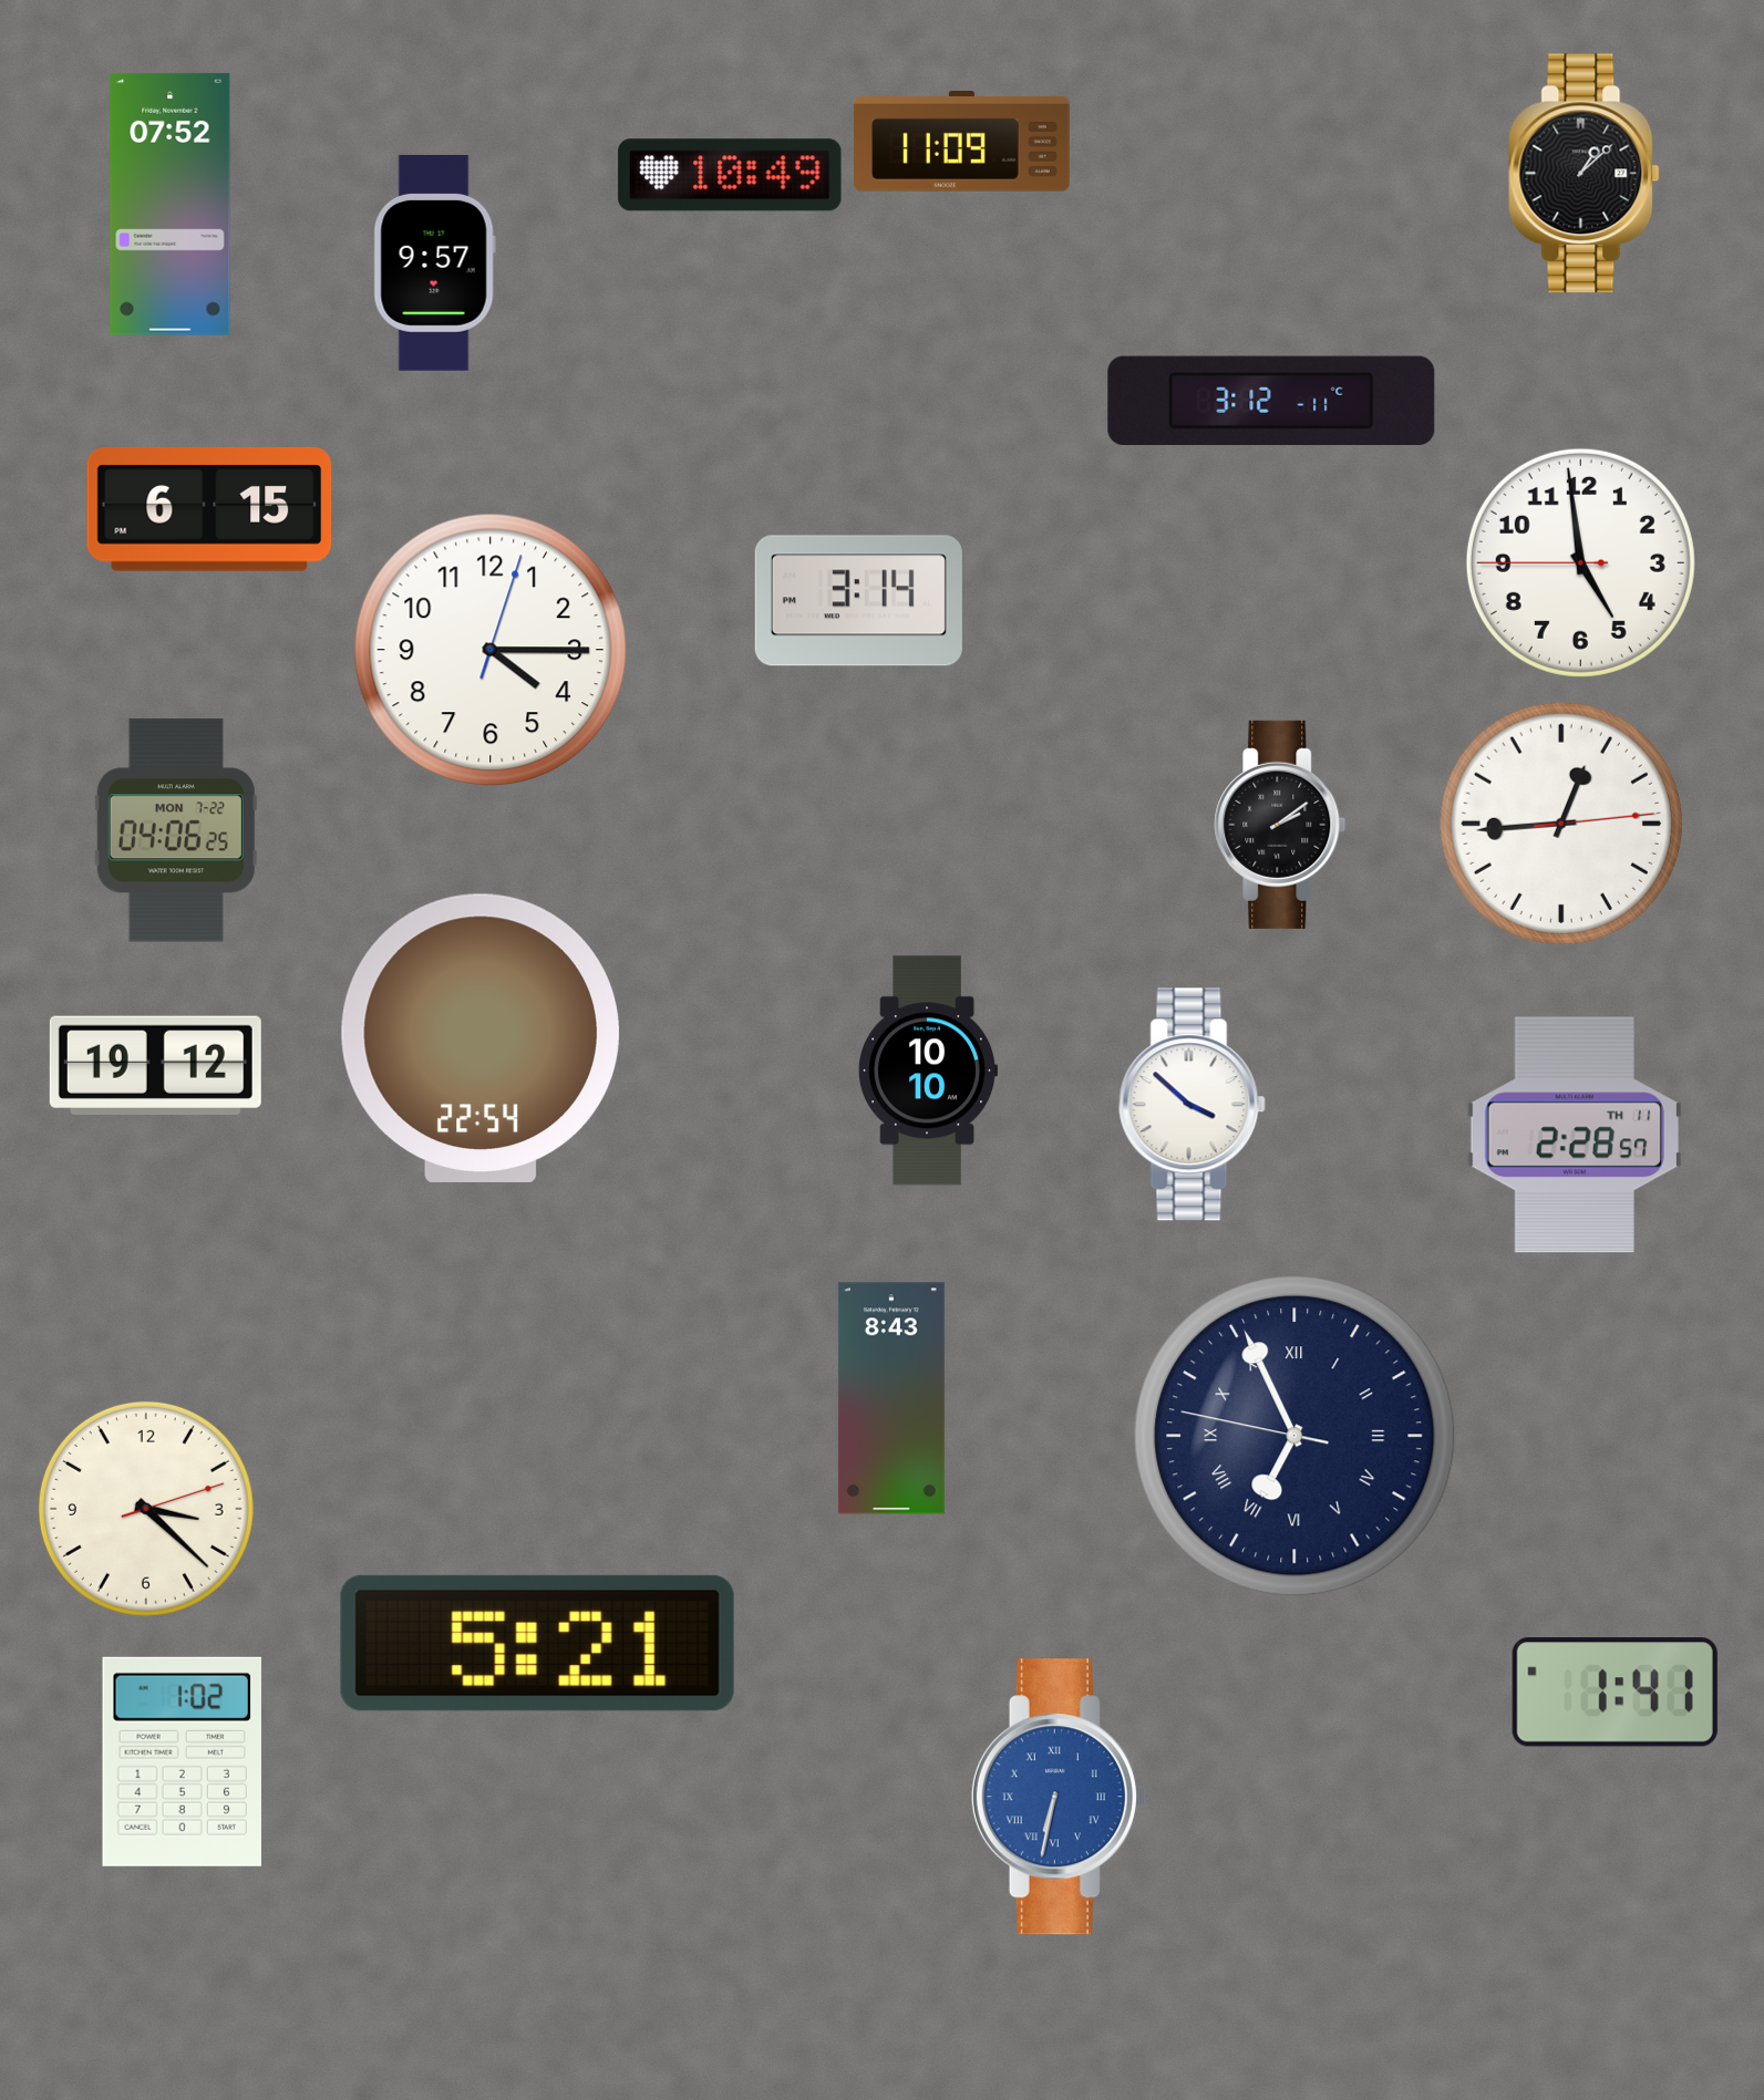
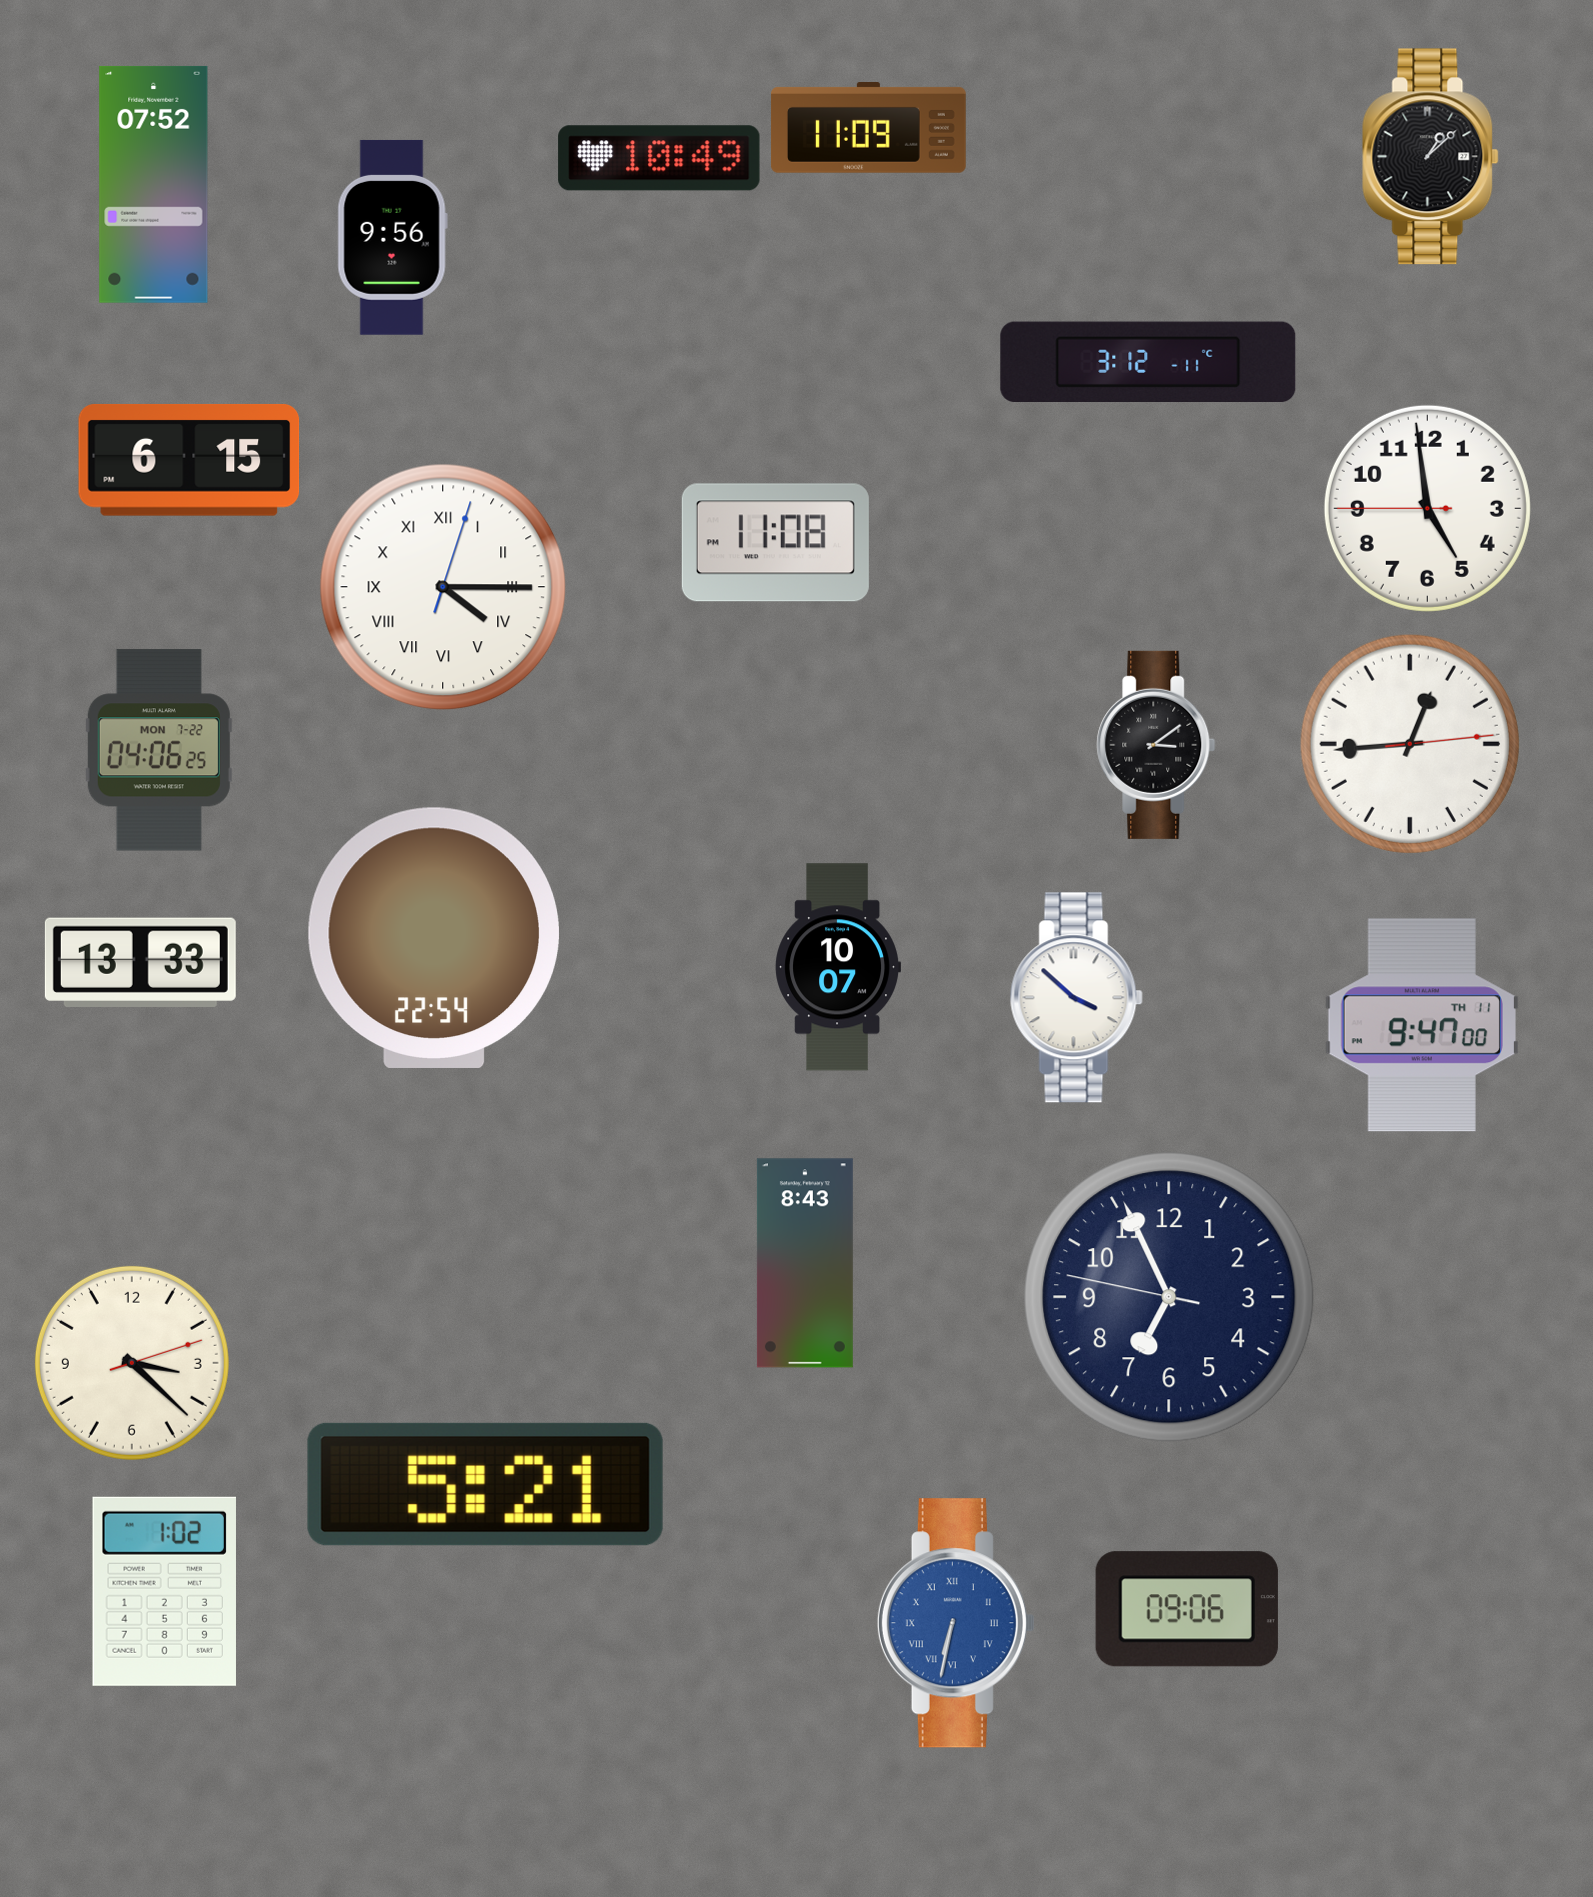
clock at (434, 262): 9:57 -> 9:56
clock at (858, 601): 3:14 -> 11:08
clock at (491, 650) numerals: Arabic -> Roman
clock at (1280, 825): 2:09 -> 3:09
clock at (155, 1065): 19:12 -> 13:33
clock at (927, 1070): 10:10 -> 10:07
clock at (1575, 1135): 2:28 -> 9:47
clock at (1294, 1436) numerals: Roman -> Arabic
clock at (1615, 1693): 1:41 -> none
clock at (1187, 1609): none -> 09:06
